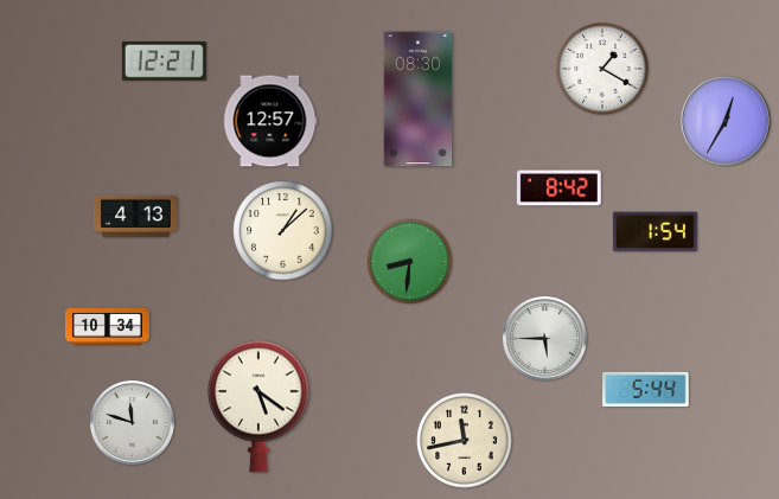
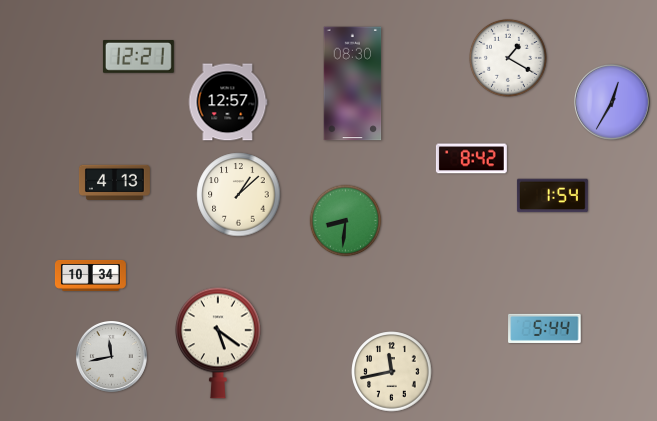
clock at (164, 60) position: (164, 60) -> (138, 56)
clock at (544, 338): 5:45 -> none
clock at (132, 422): 11:48 -> 11:43
